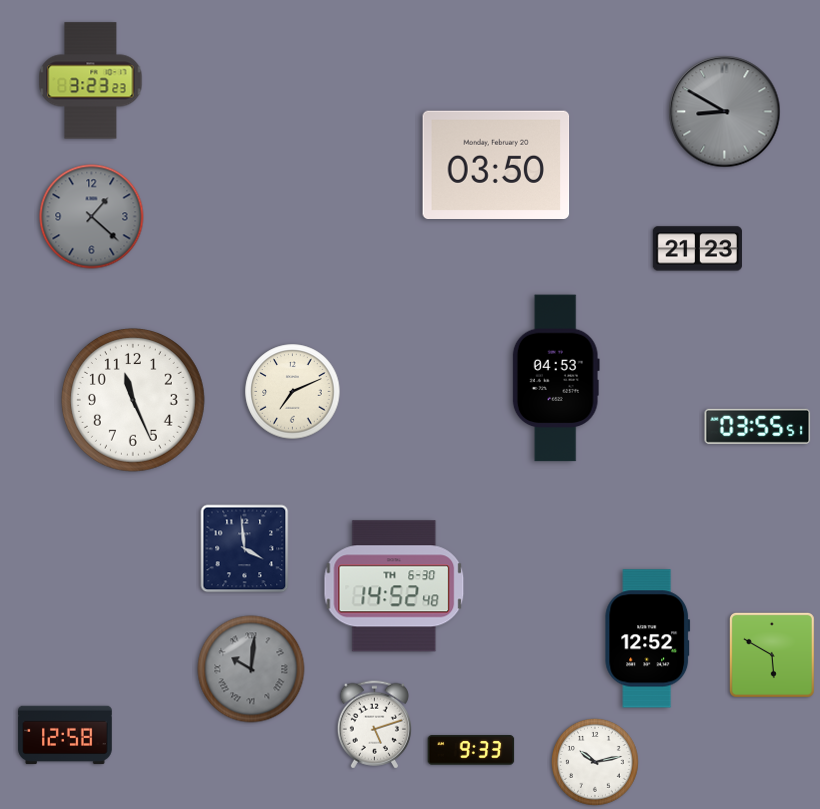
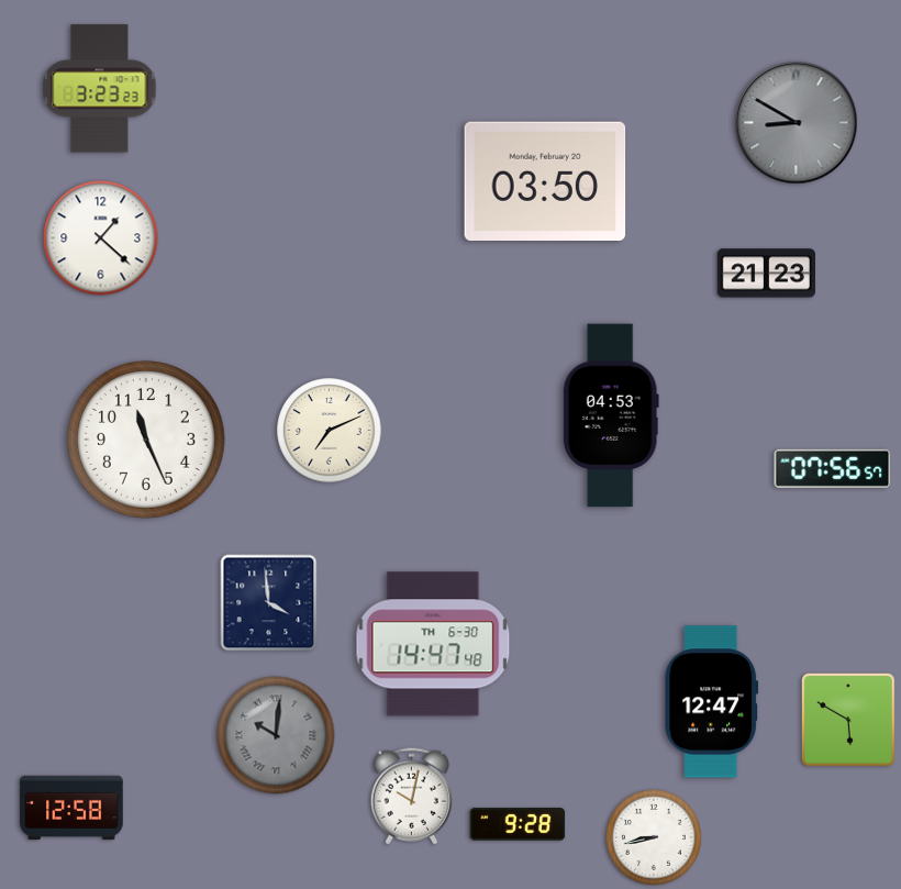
clock at (92, 217) dial: grey -> white
clock at (293, 392) position: (293, 392) -> (330, 431)
clock at (758, 426): 03:55 -> 07:56
clock at (394, 586): 14:52 -> 14:47
clock at (648, 639): 12:52 -> 12:47
clock at (374, 725): 5:12 -> 10:02
clock at (471, 750): 9:33 -> 9:28
clock at (596, 763): 10:13 -> 8:43
